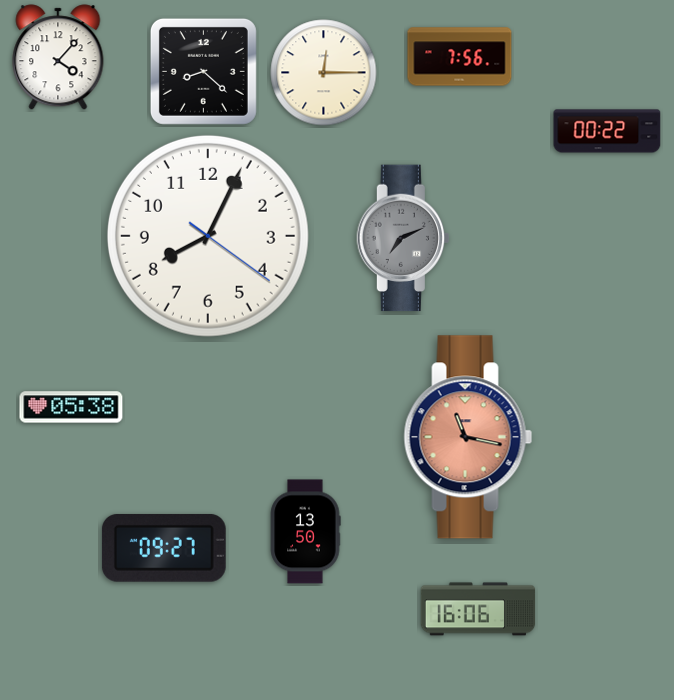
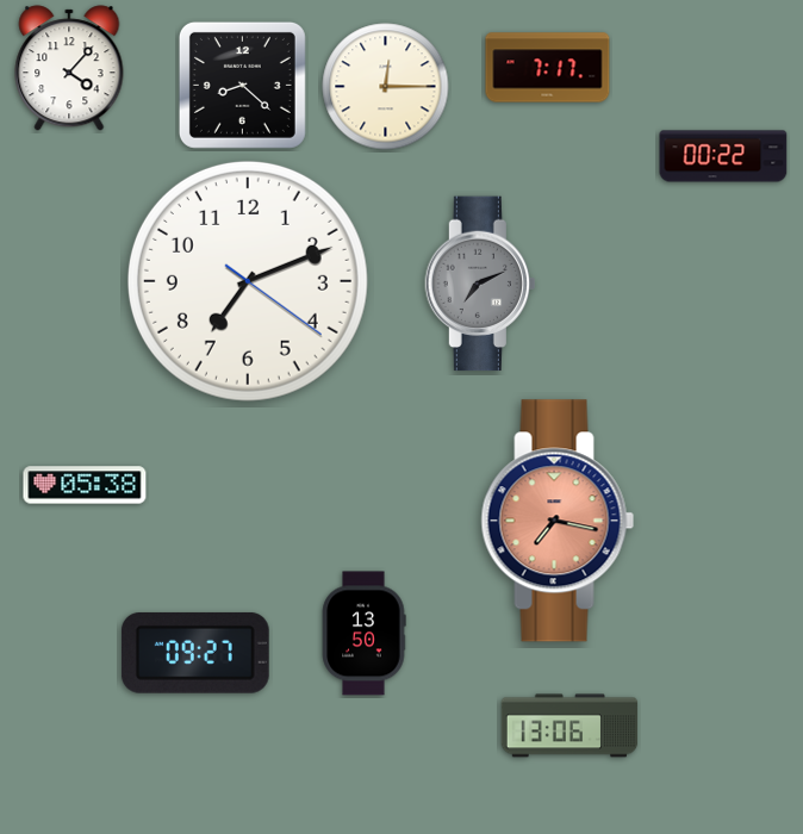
clock at (460, 57): 7:56 -> 7:17
clock at (208, 236): 8:04 -> 7:11
clock at (468, 437): 11:17 -> 7:17
clock at (478, 609): 16:06 -> 13:06
